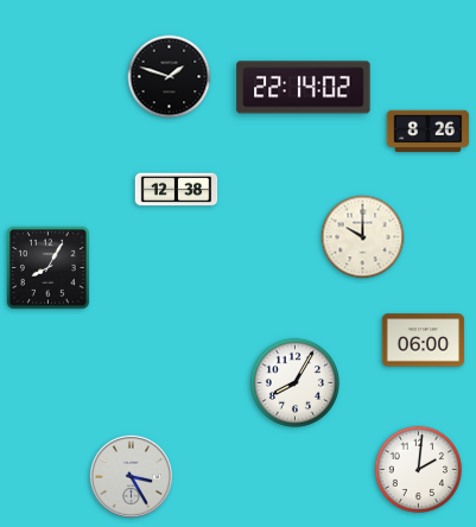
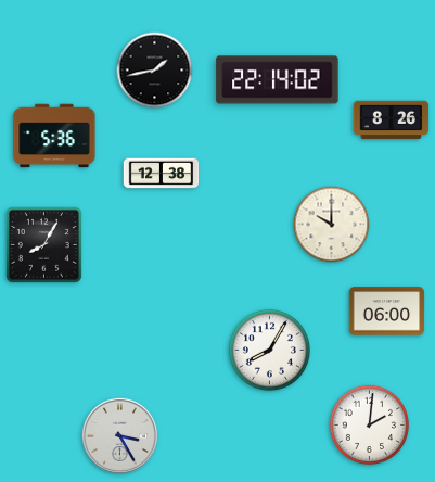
clock at (170, 77): 1:48 -> 1:43
clock at (54, 136): none -> 5:36
clock at (363, 237) position: (363, 237) -> (332, 225)
clock at (419, 470) position: (419, 470) -> (370, 426)
